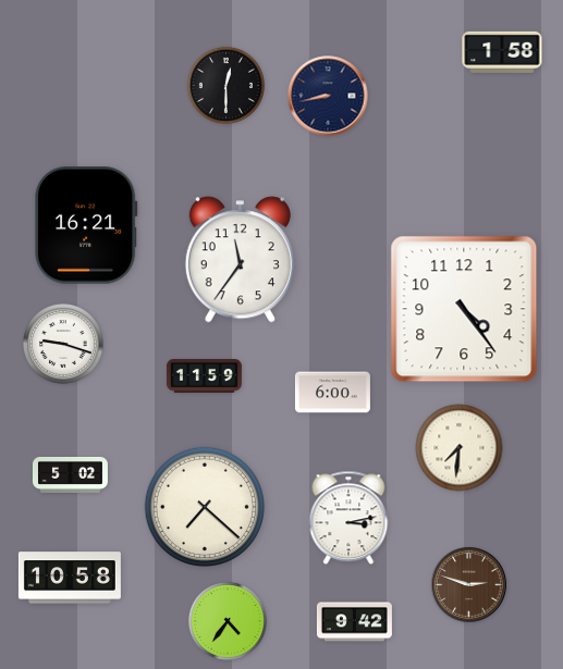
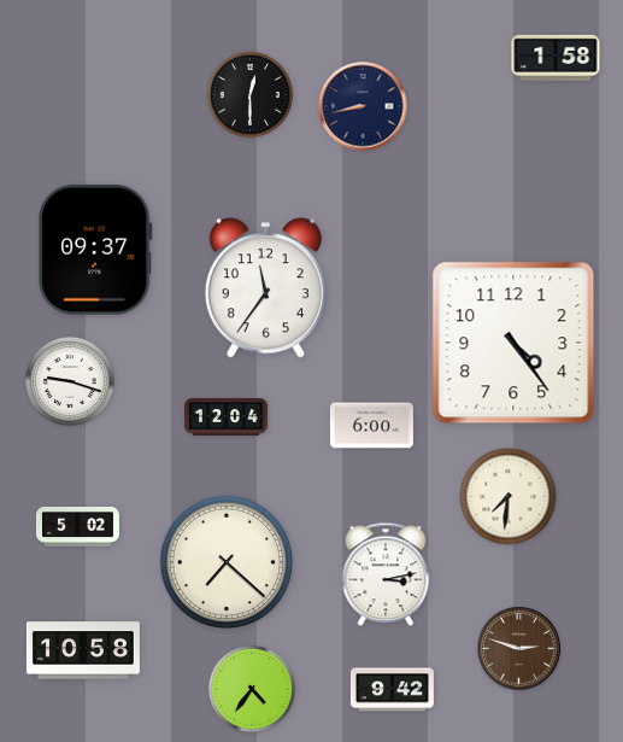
clock at (86, 226): 16:21 -> 09:37
clock at (204, 376): 11:59 -> 12:04
clock at (332, 393) position: (332, 393) -> (371, 426)
clock at (70, 578) position: (70, 578) -> (83, 650)
